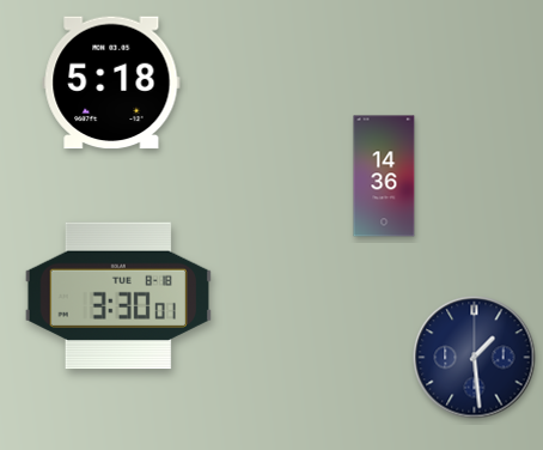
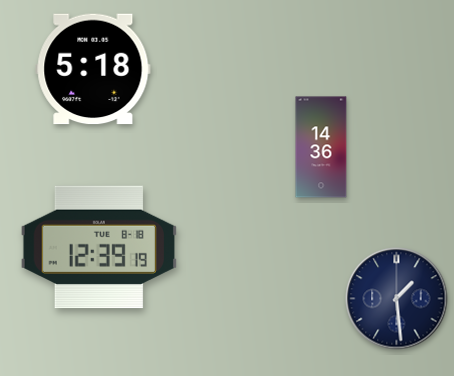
clock at (117, 296): 3:30 -> 12:39
